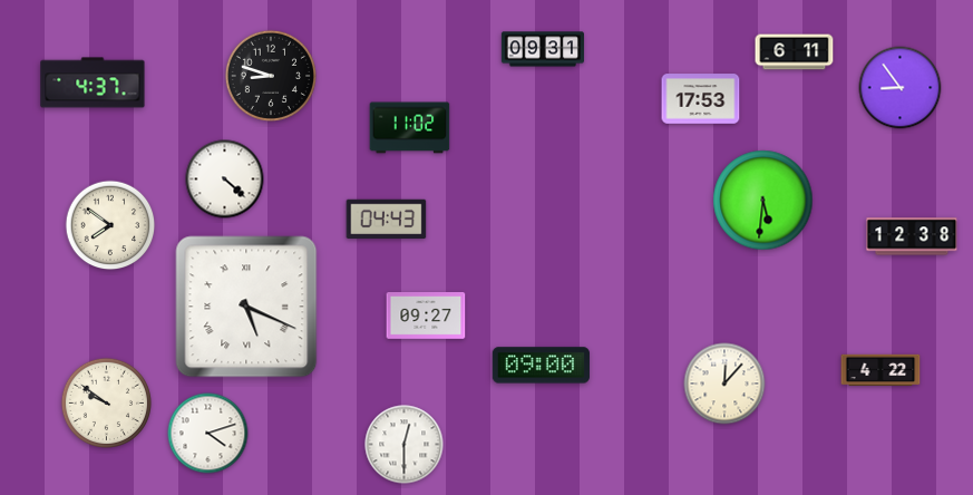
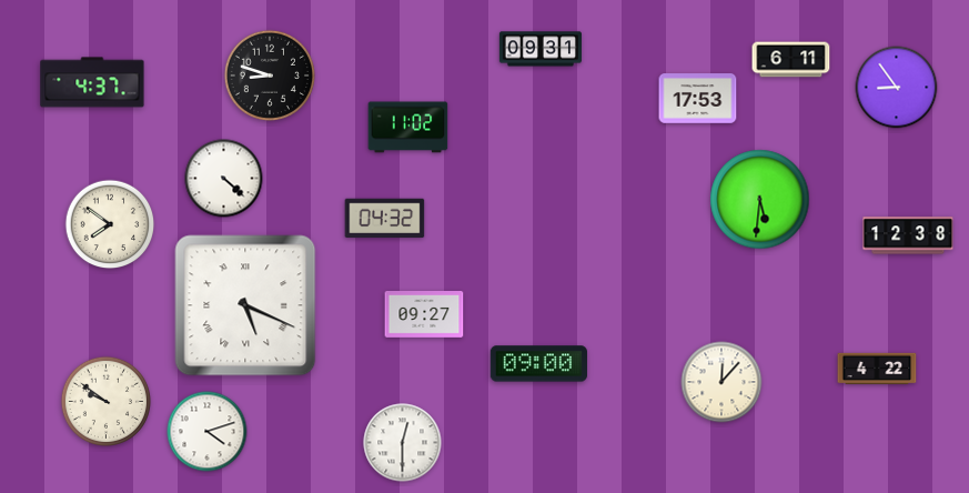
clock at (795, 52) position: (795, 52) -> (791, 60)
clock at (387, 220): 04:43 -> 04:32
